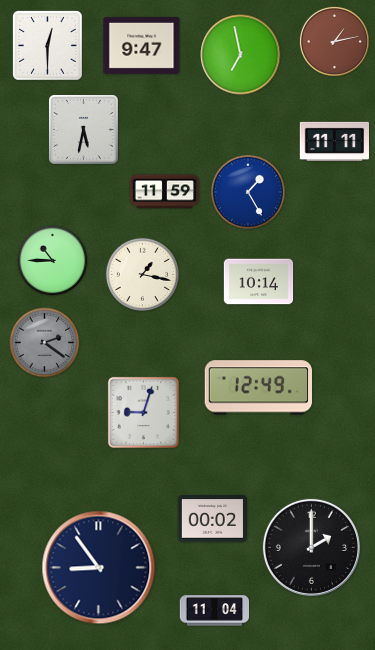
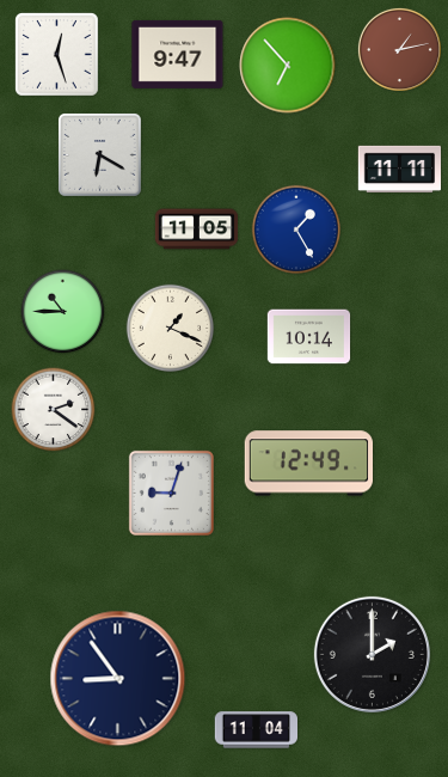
clock at (142, 45) position: (142, 45) -> (178, 54)
clock at (48, 46): 12:30 -> 12:27
clock at (241, 55): 6:58 -> 6:53
clock at (84, 130): 5:32 -> 6:20
clock at (165, 192): 11:59 -> 11:05
clock at (142, 274): 1:17 -> 1:19
clock at (45, 343) dial: grey -> white
clock at (212, 519): 00:02 -> none
